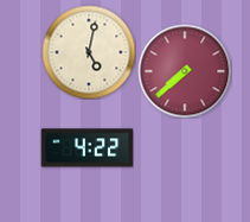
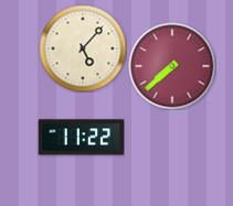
clock at (89, 52): 5:02 -> 5:07
clock at (86, 148): 4:22 -> 11:22
